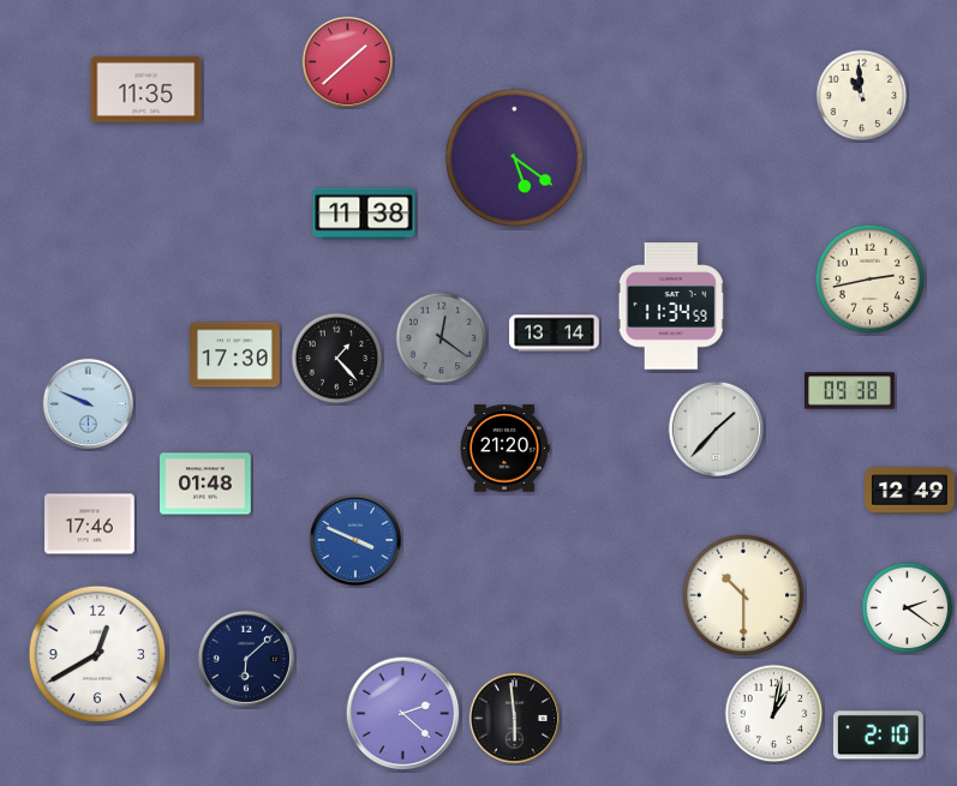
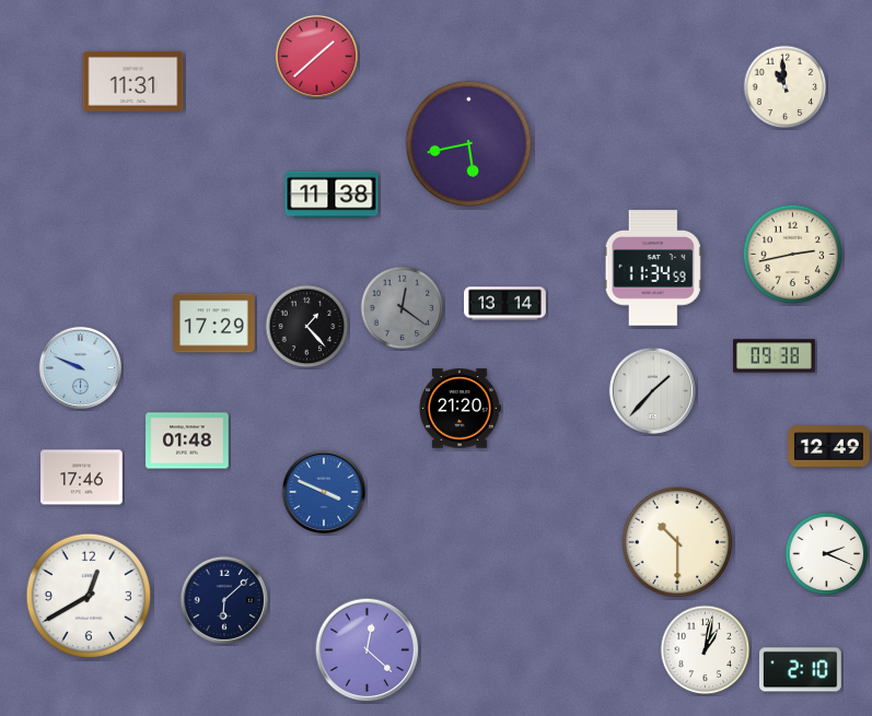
clock at (146, 89): 11:35 -> 11:31
clock at (514, 157): 5:21 -> 5:43
clock at (671, 306) position: (671, 306) -> (653, 268)
clock at (235, 355): 17:30 -> 17:29
clock at (908, 608): 2:21 -> 2:19
clock at (403, 714): 2:22 -> 12:22
clock at (514, 718): 5:59 -> none
